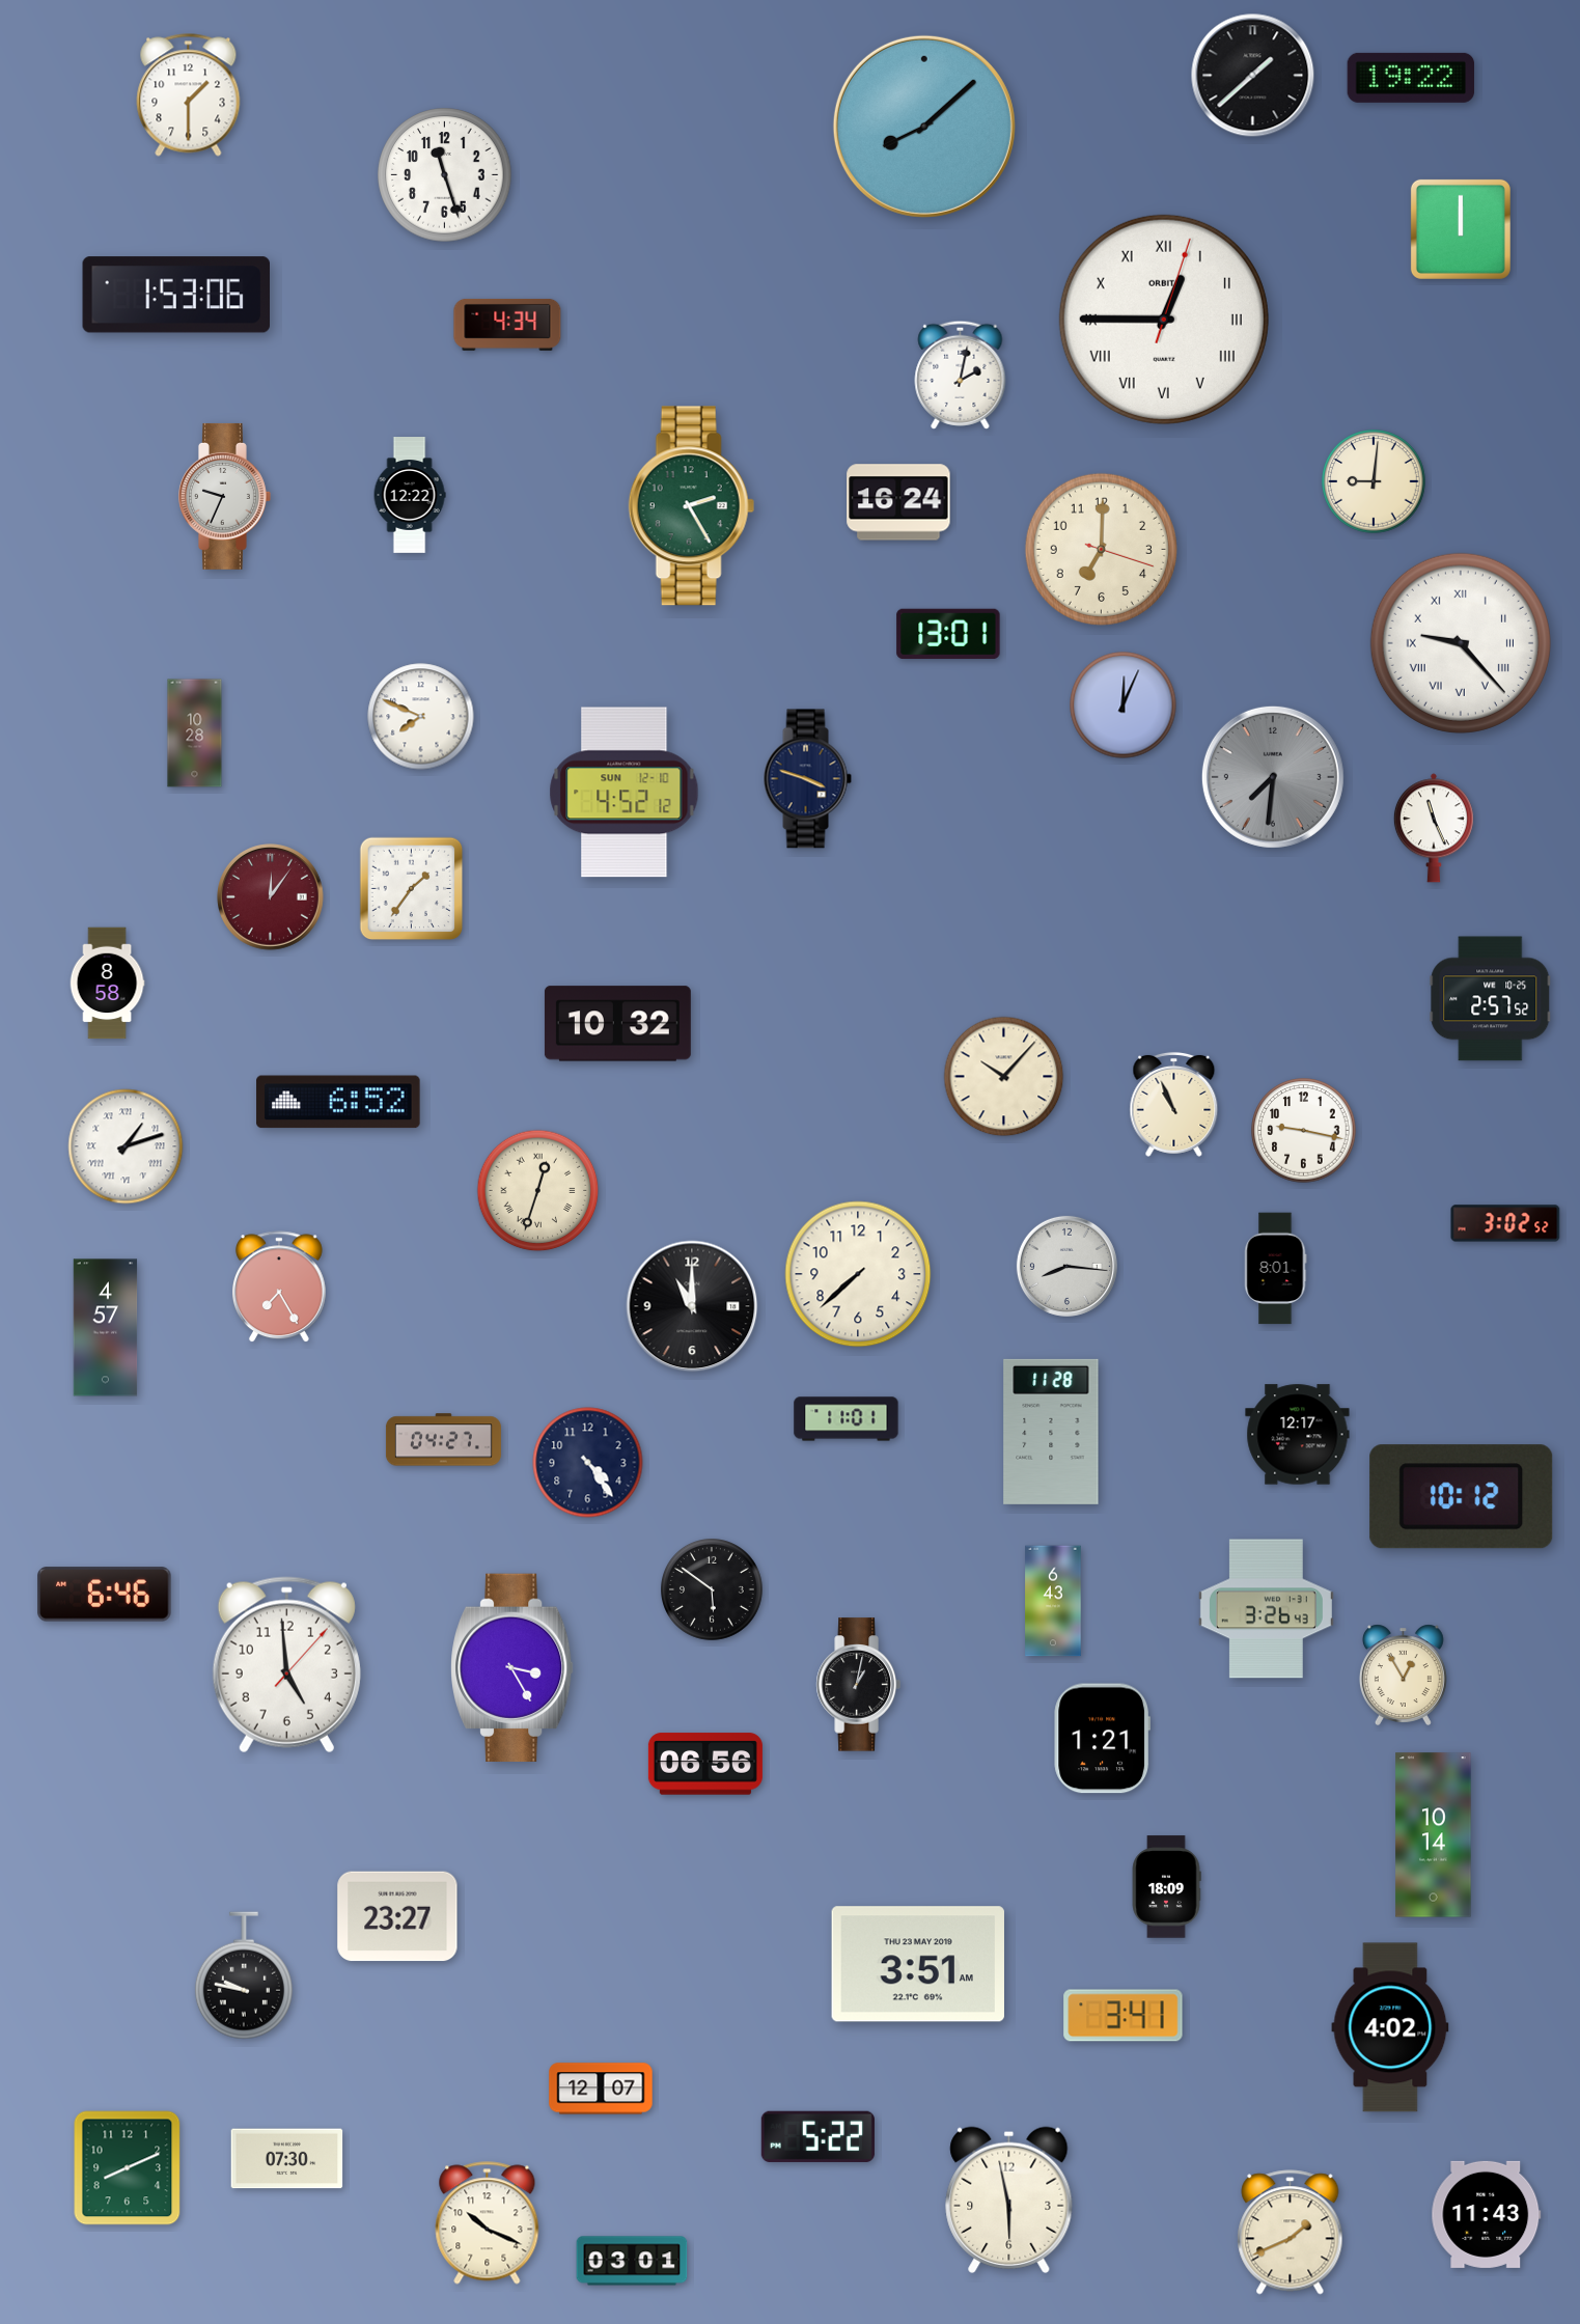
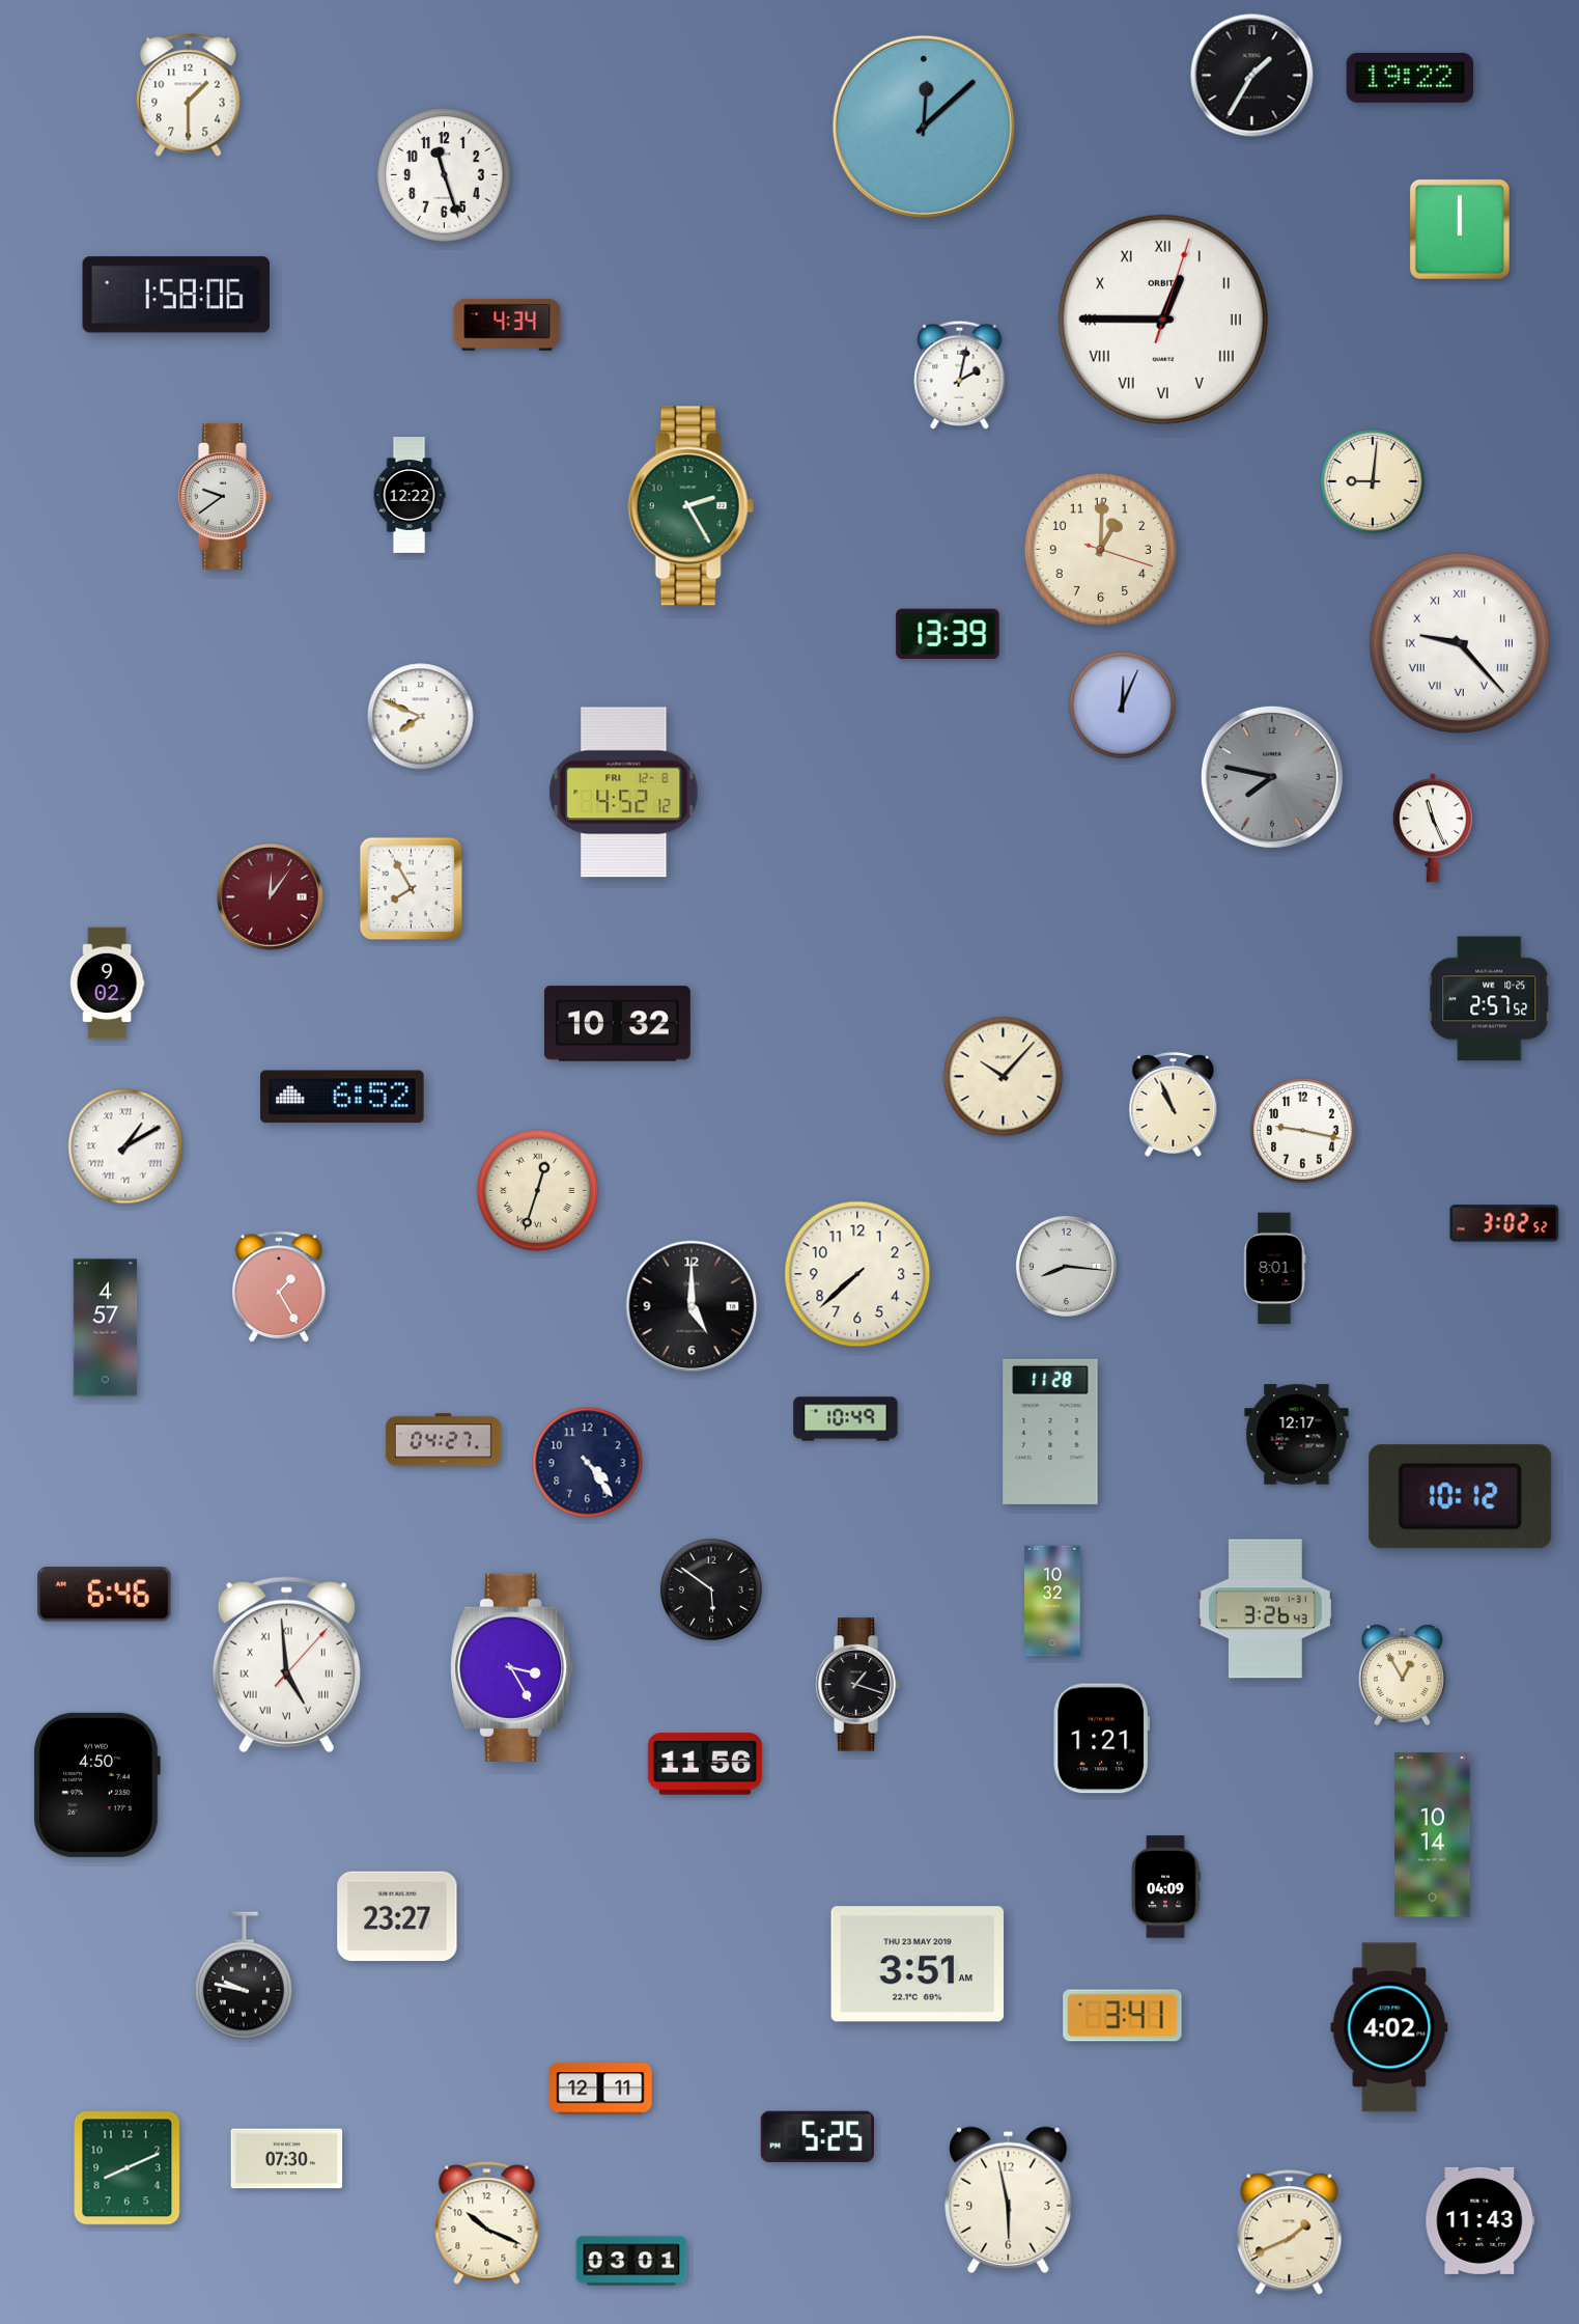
clock at (1253, 76): 1:38 -> 1:35
clock at (924, 127): 8:08 -> 12:08
clock at (175, 295): 1:53 -> 1:58
clock at (224, 496): 9:34 -> 9:39
clock at (898, 502): 16:24 -> none
clock at (1101, 549): 7:00 -> 1:00
clock at (948, 634): 13:01 -> 13:39
clock at (195, 734): 10:28 -> none
clock at (1273, 777): 7:31 -> 7:47
clock at (807, 779): 3:48 -> none
clock at (625, 793) date: SUN 12-10 -> FRI 12-8
clock at (412, 889): 1:36 -> 7:55
clock at (107, 984): 8:58 -> 9:02
clock at (338, 1102) position: (338, 1102) -> (342, 1097)
clock at (126, 1146): 1:12 -> 1:10
clock at (279, 1288): 7:25 -> 1:25
clock at (692, 1306): 11:00 -> 5:00
clock at (847, 1419): 11:01 -> 10:49
clock at (1053, 1601): 6:43 -> 10:32
clock at (286, 1665) numerals: Arabic -> Roman
clock at (858, 1685): 1:02 -> 1:18
clock at (705, 1764): 06:56 -> 11:56
clock at (96, 1785): none -> 4:50
clock at (1166, 1887): 18:09 -> 04:09
clock at (601, 2088): 12:07 -> 12:11
clock at (817, 2136): 5:22 -> 5:25
clock at (1487, 2214) position: (1487, 2214) -> (1481, 2220)
